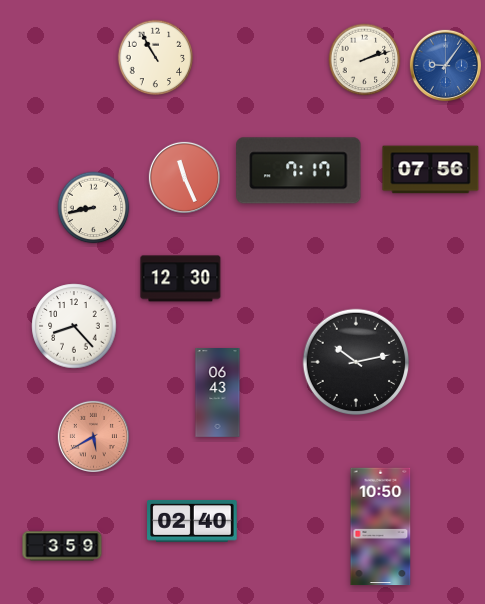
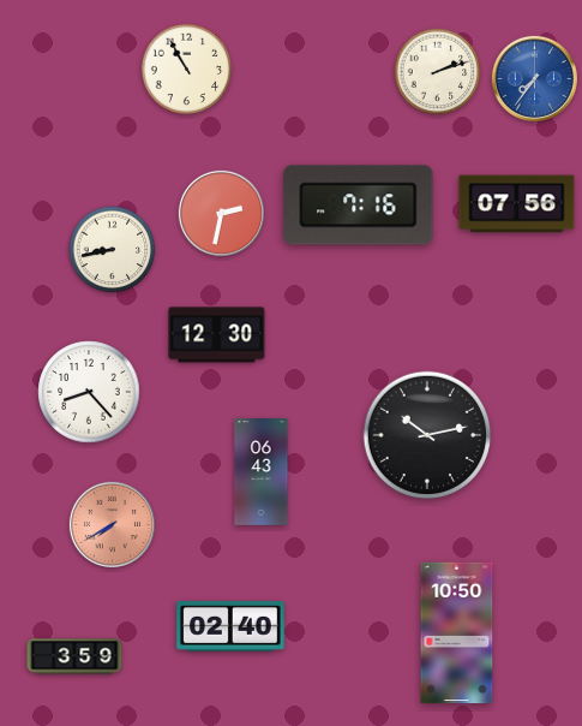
clock at (445, 65): 9:06 -> 7:36
clock at (299, 171): 7:17 -> 7:16
clock at (184, 177): 11:26 -> 2:32
clock at (93, 436): 5:40 -> 7:40
